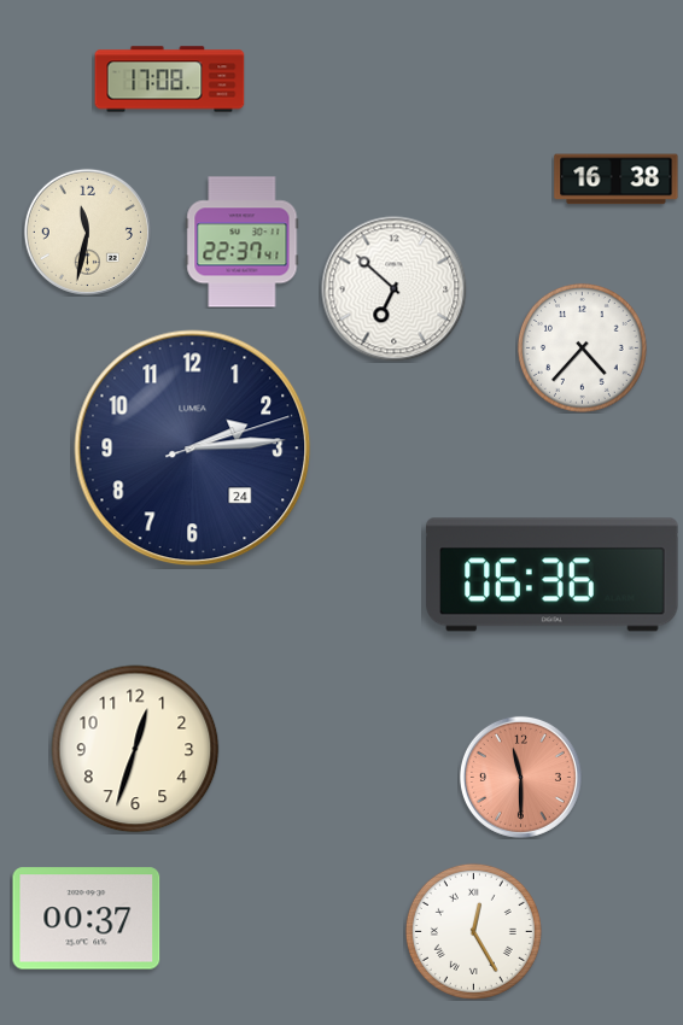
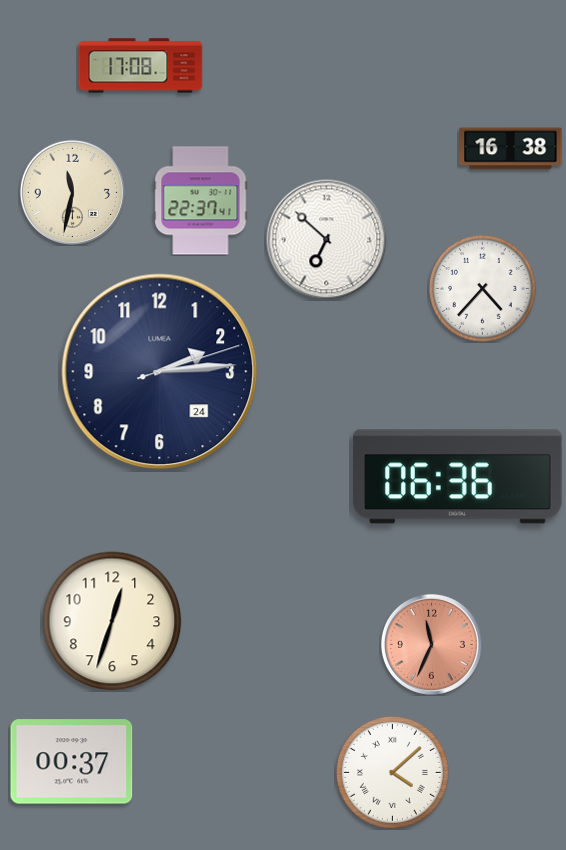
clock at (520, 777): 11:30 -> 11:34
clock at (473, 931): 12:25 -> 4:08
